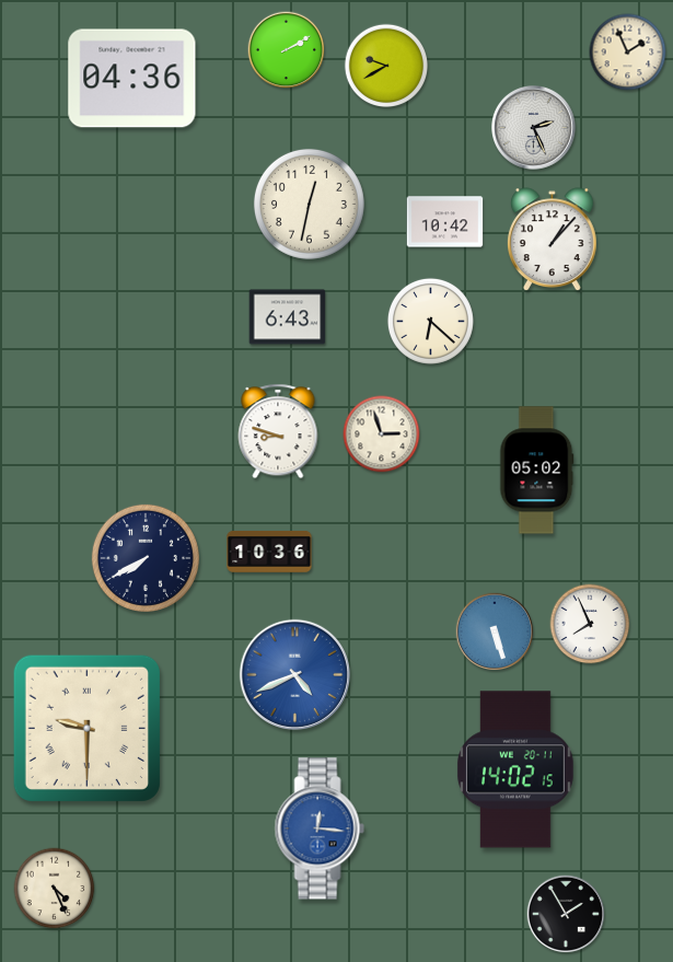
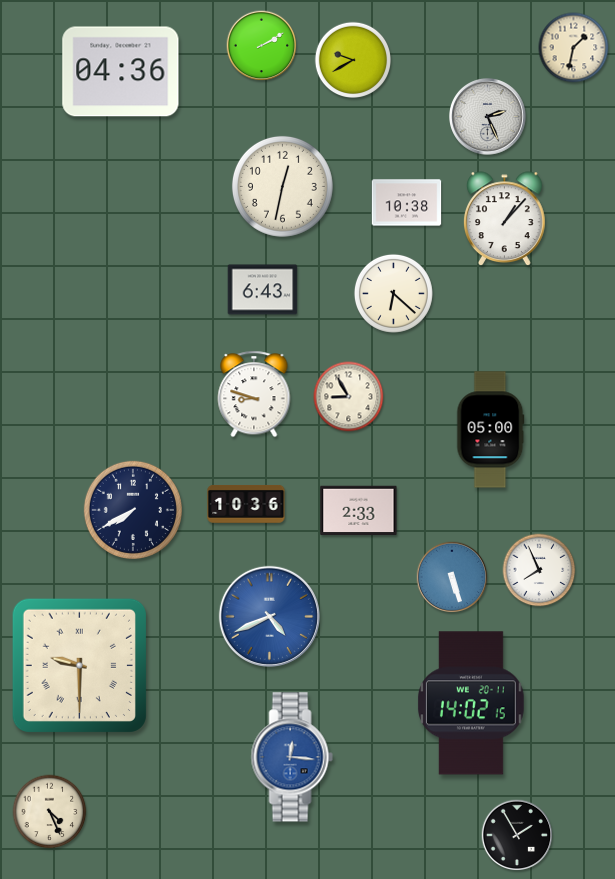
clock at (628, 53): 1:56 -> 1:32
clock at (445, 222): 10:42 -> 10:38
clock at (382, 434): 2:57 -> 8:55
clock at (537, 471): 05:02 -> 05:00
clock at (359, 511): none -> 2:33
